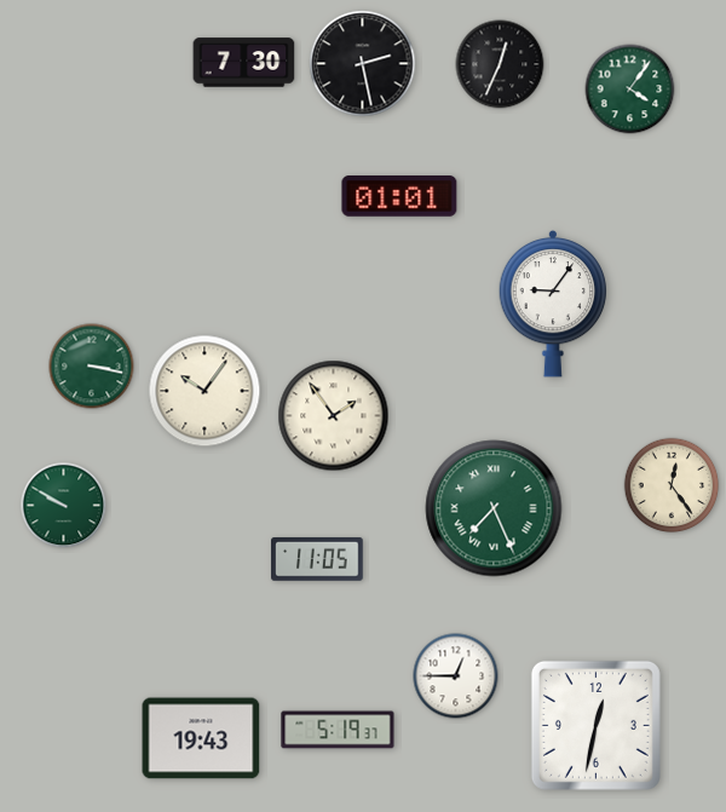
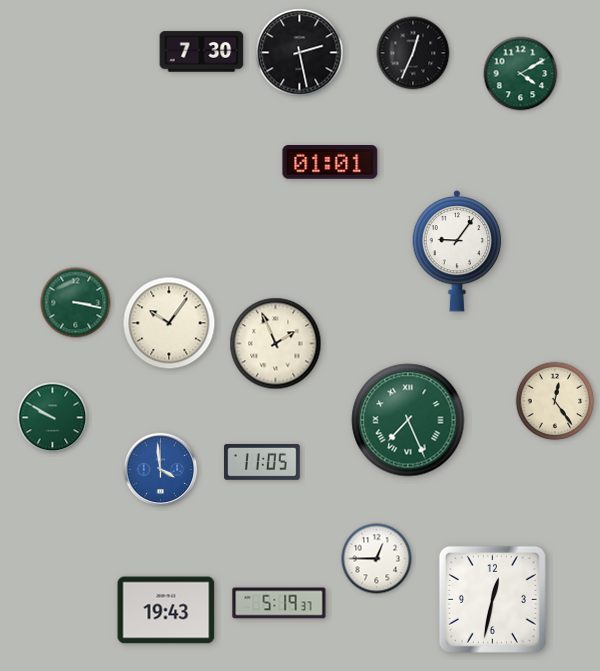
clock at (630, 90): 4:06 -> 4:10
clock at (334, 416): 1:54 -> 1:56
clock at (161, 470): none -> 3:59
